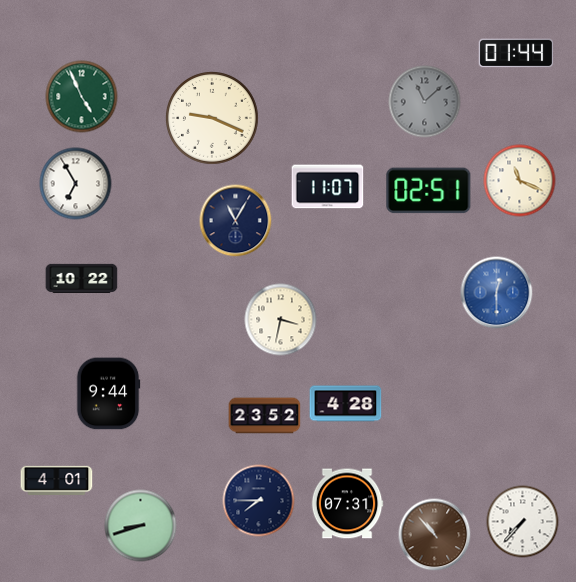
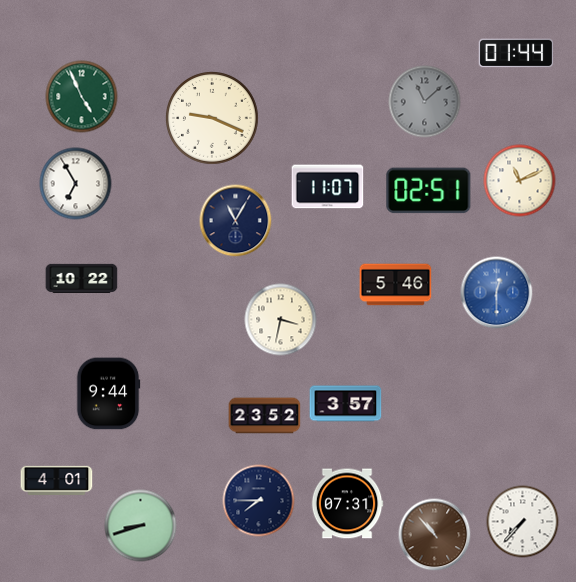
clock at (520, 181): 11:19 -> 11:11
clock at (396, 285): none -> 5:46
clock at (346, 404): 4:28 -> 3:57
